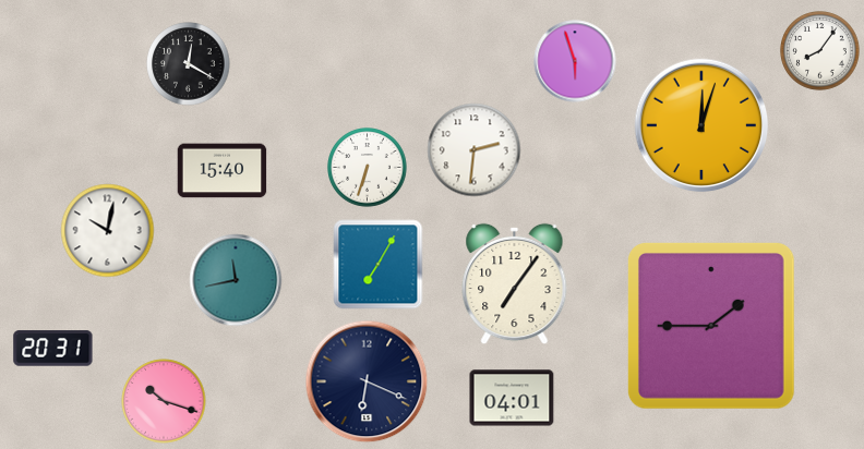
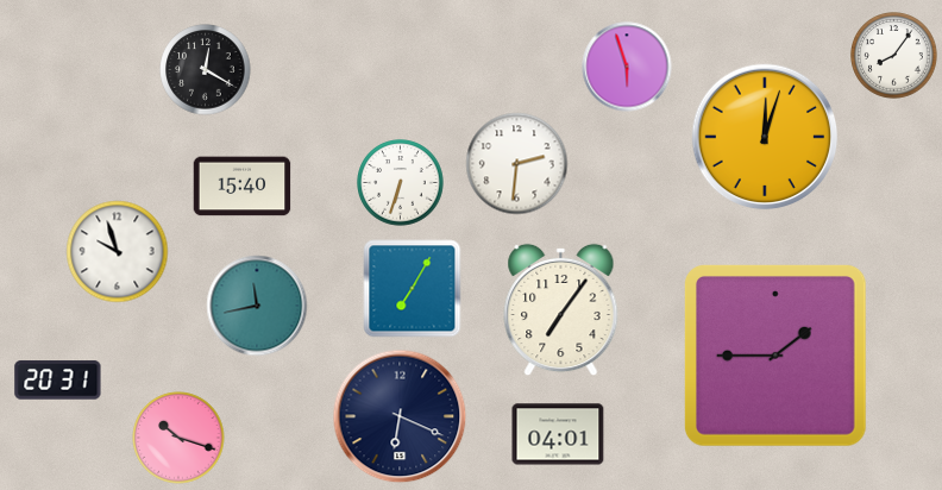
clock at (108, 231): 10:02 -> 9:57
